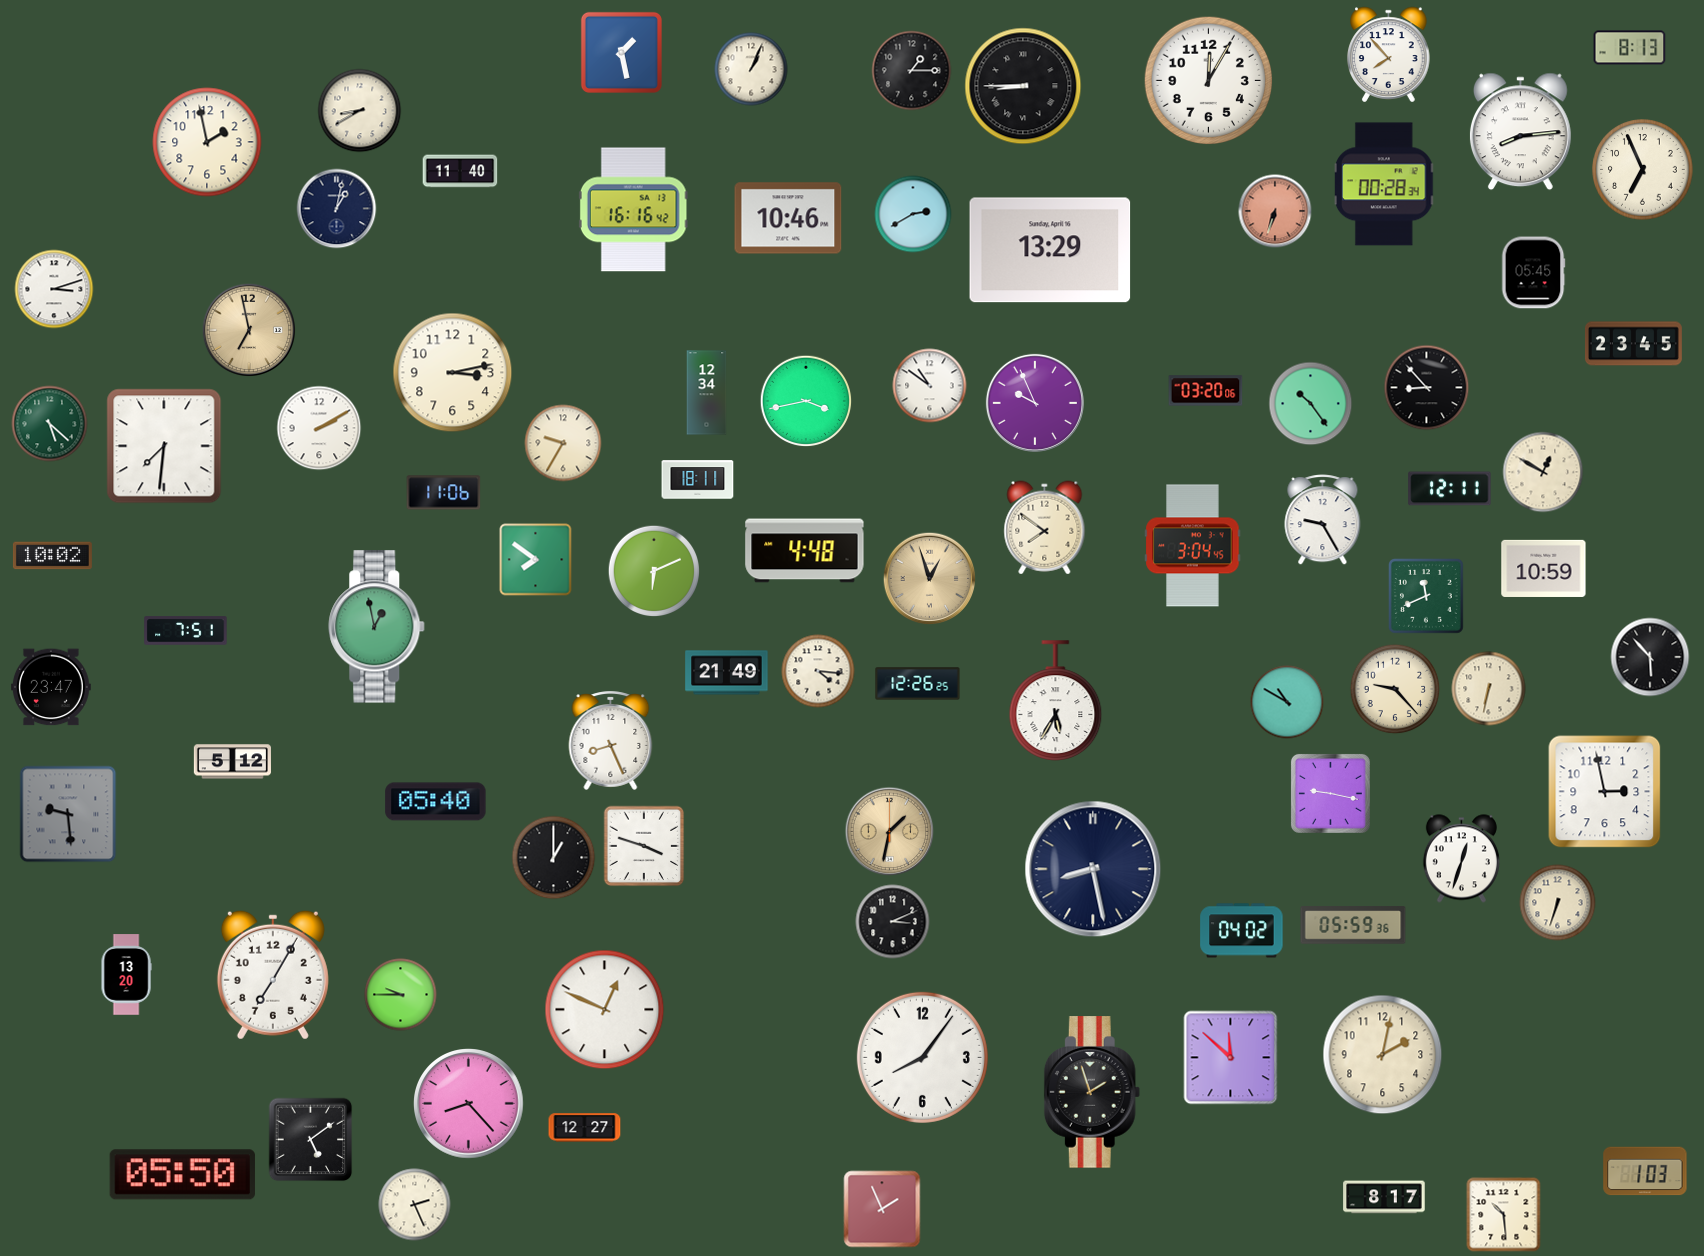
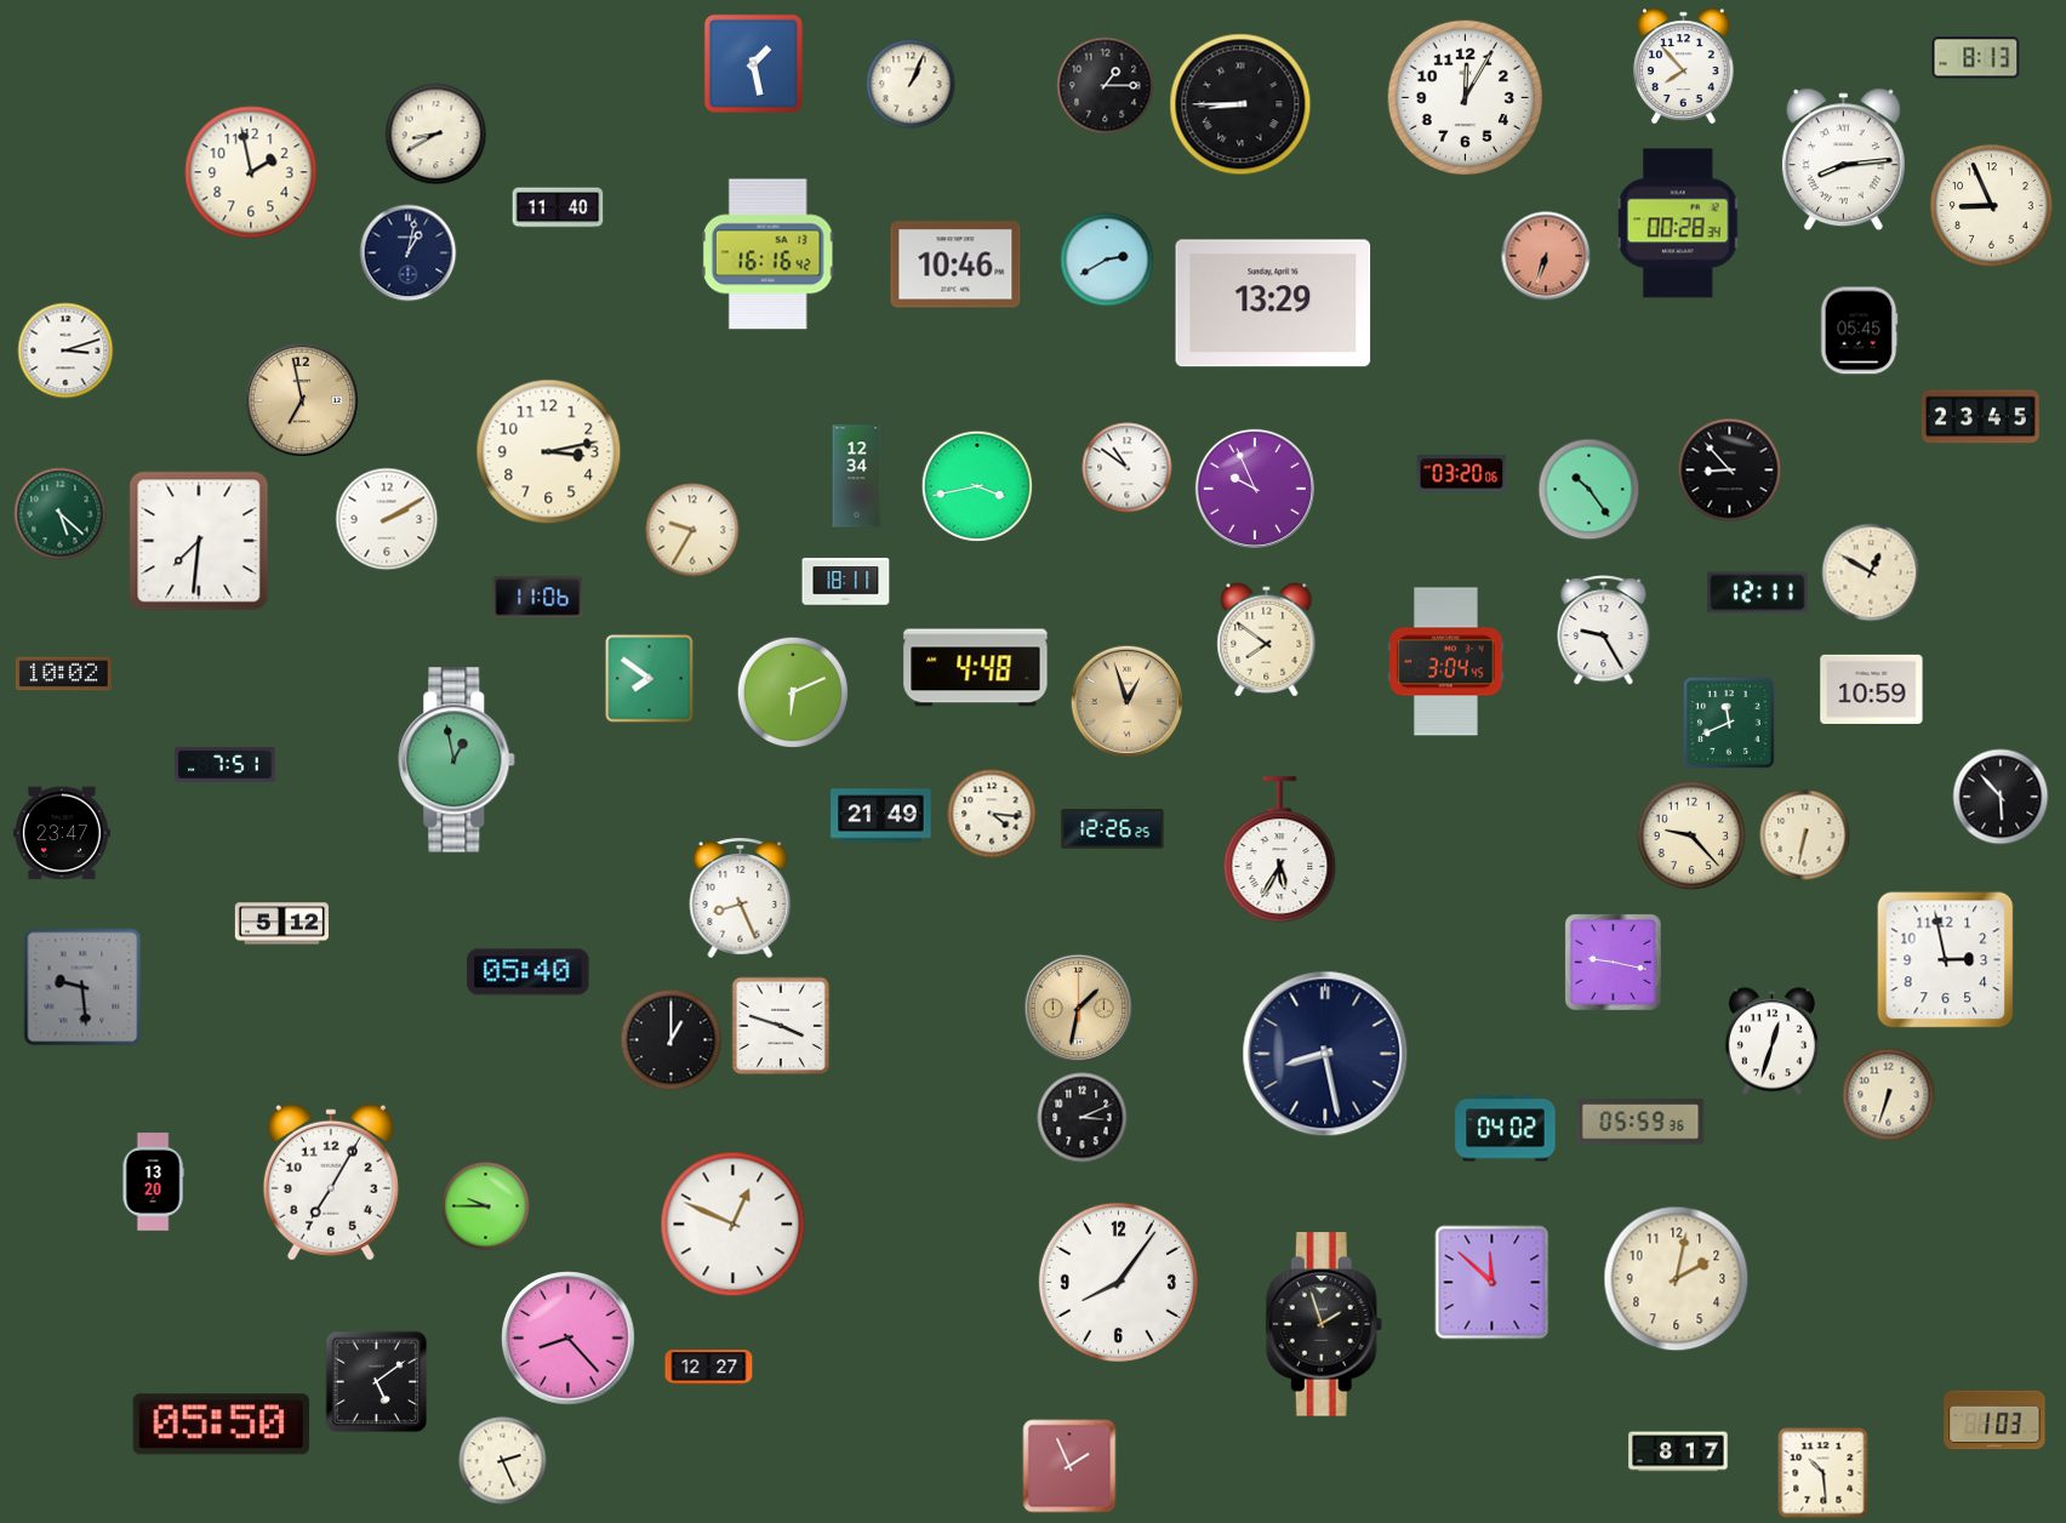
clock at (1643, 170): 6:56 -> 8:56
clock at (563, 443) position: (563, 443) -> (692, 530)
clock at (1287, 702): 10:50 -> none
